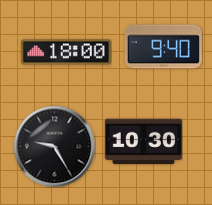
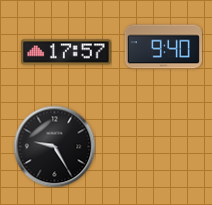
clock at (66, 52): 18:00 -> 17:57
clock at (143, 142): 10:30 -> none
